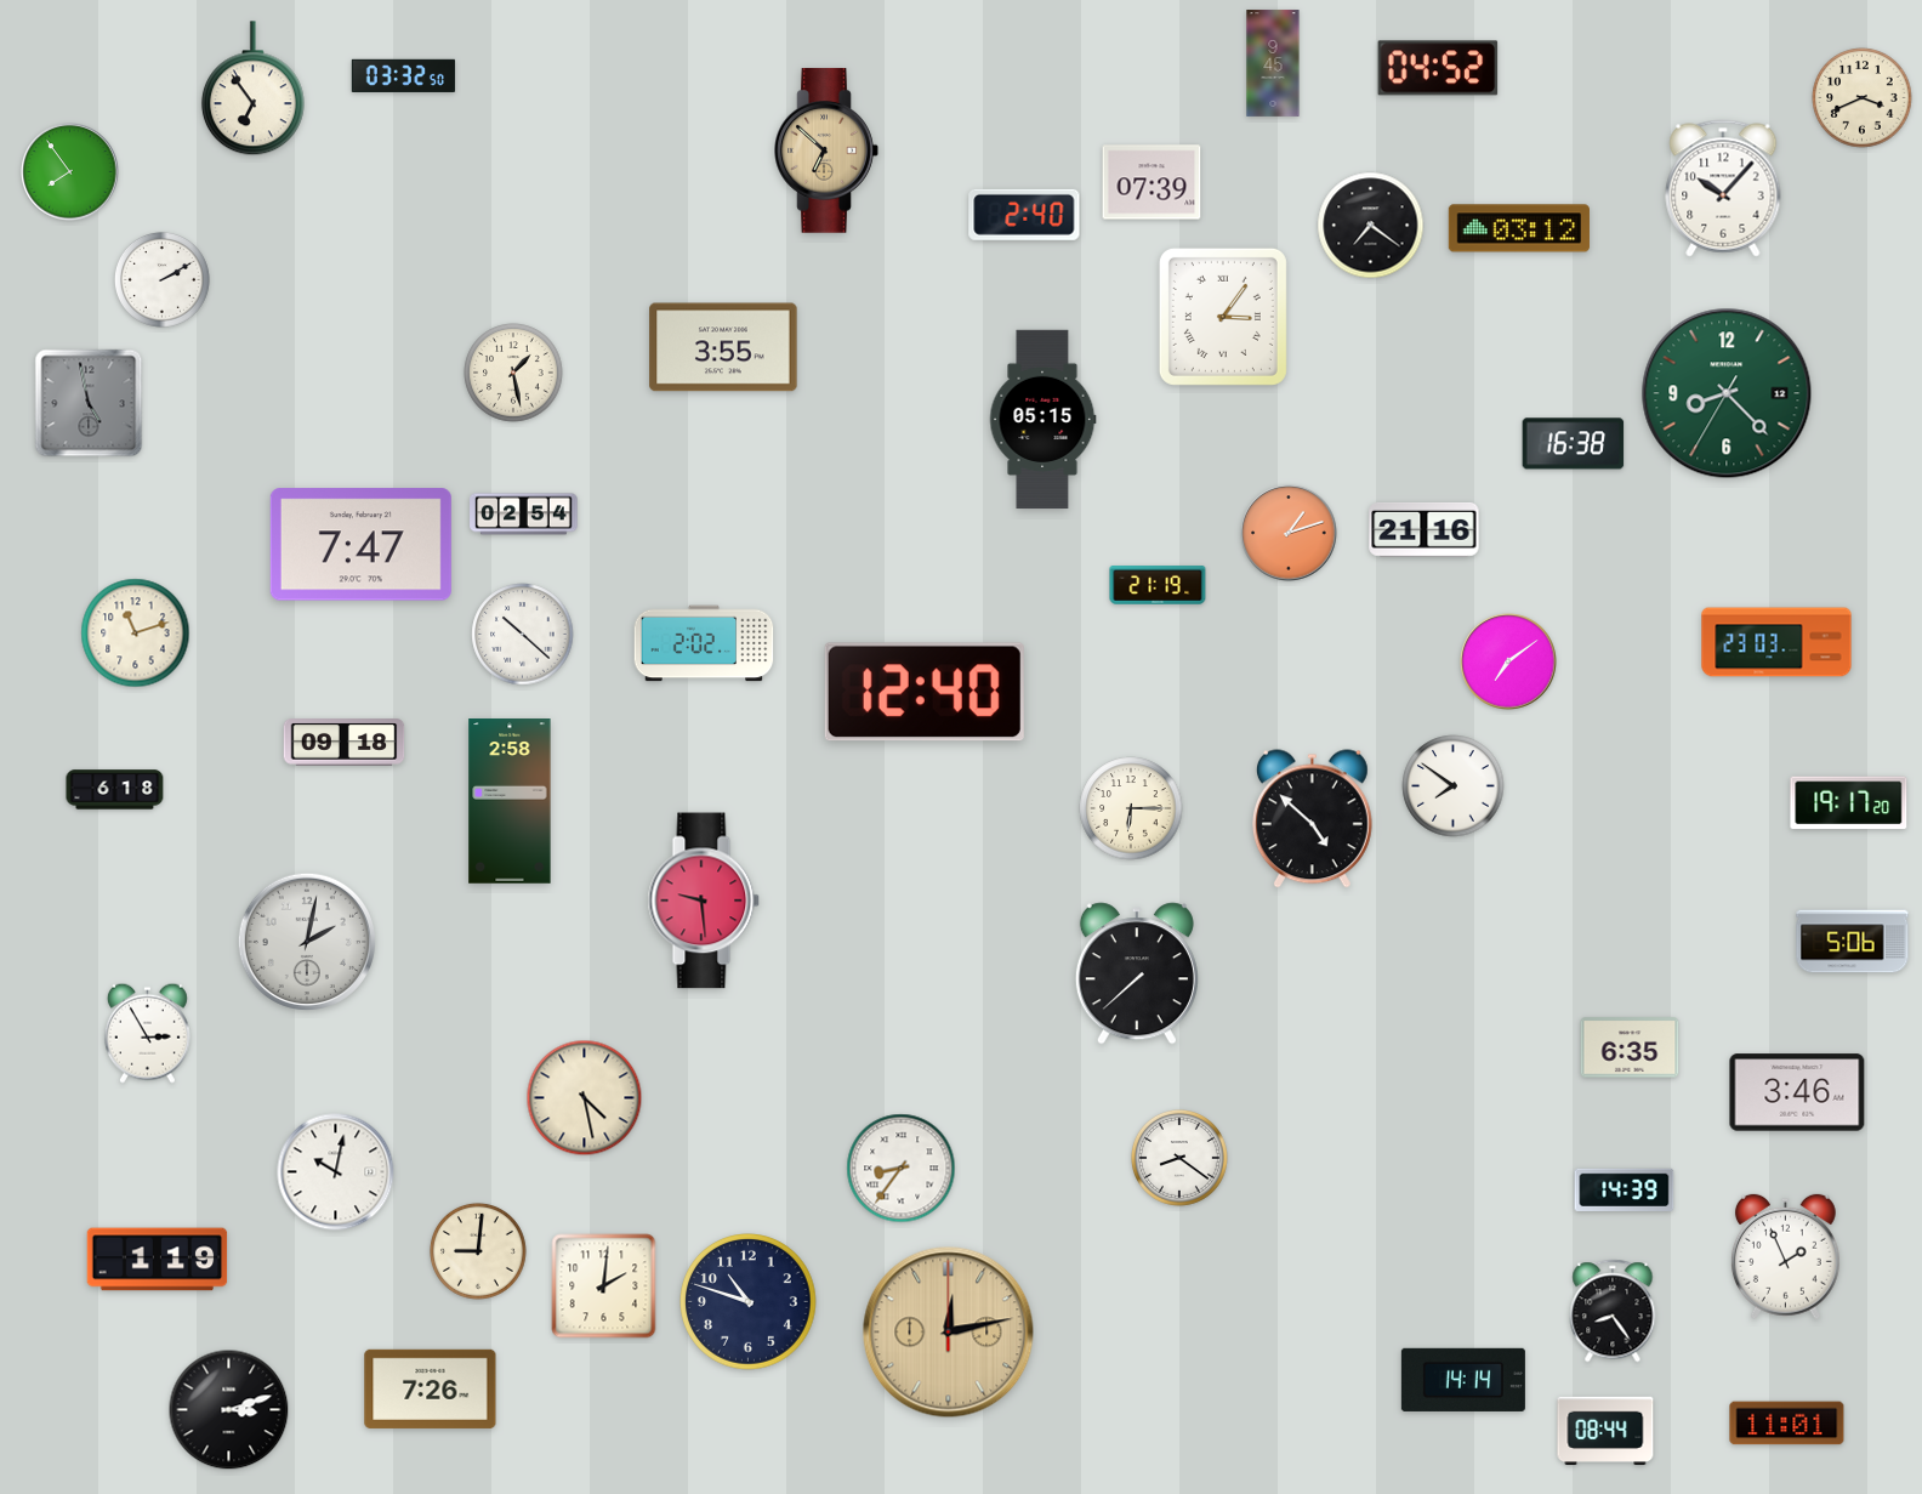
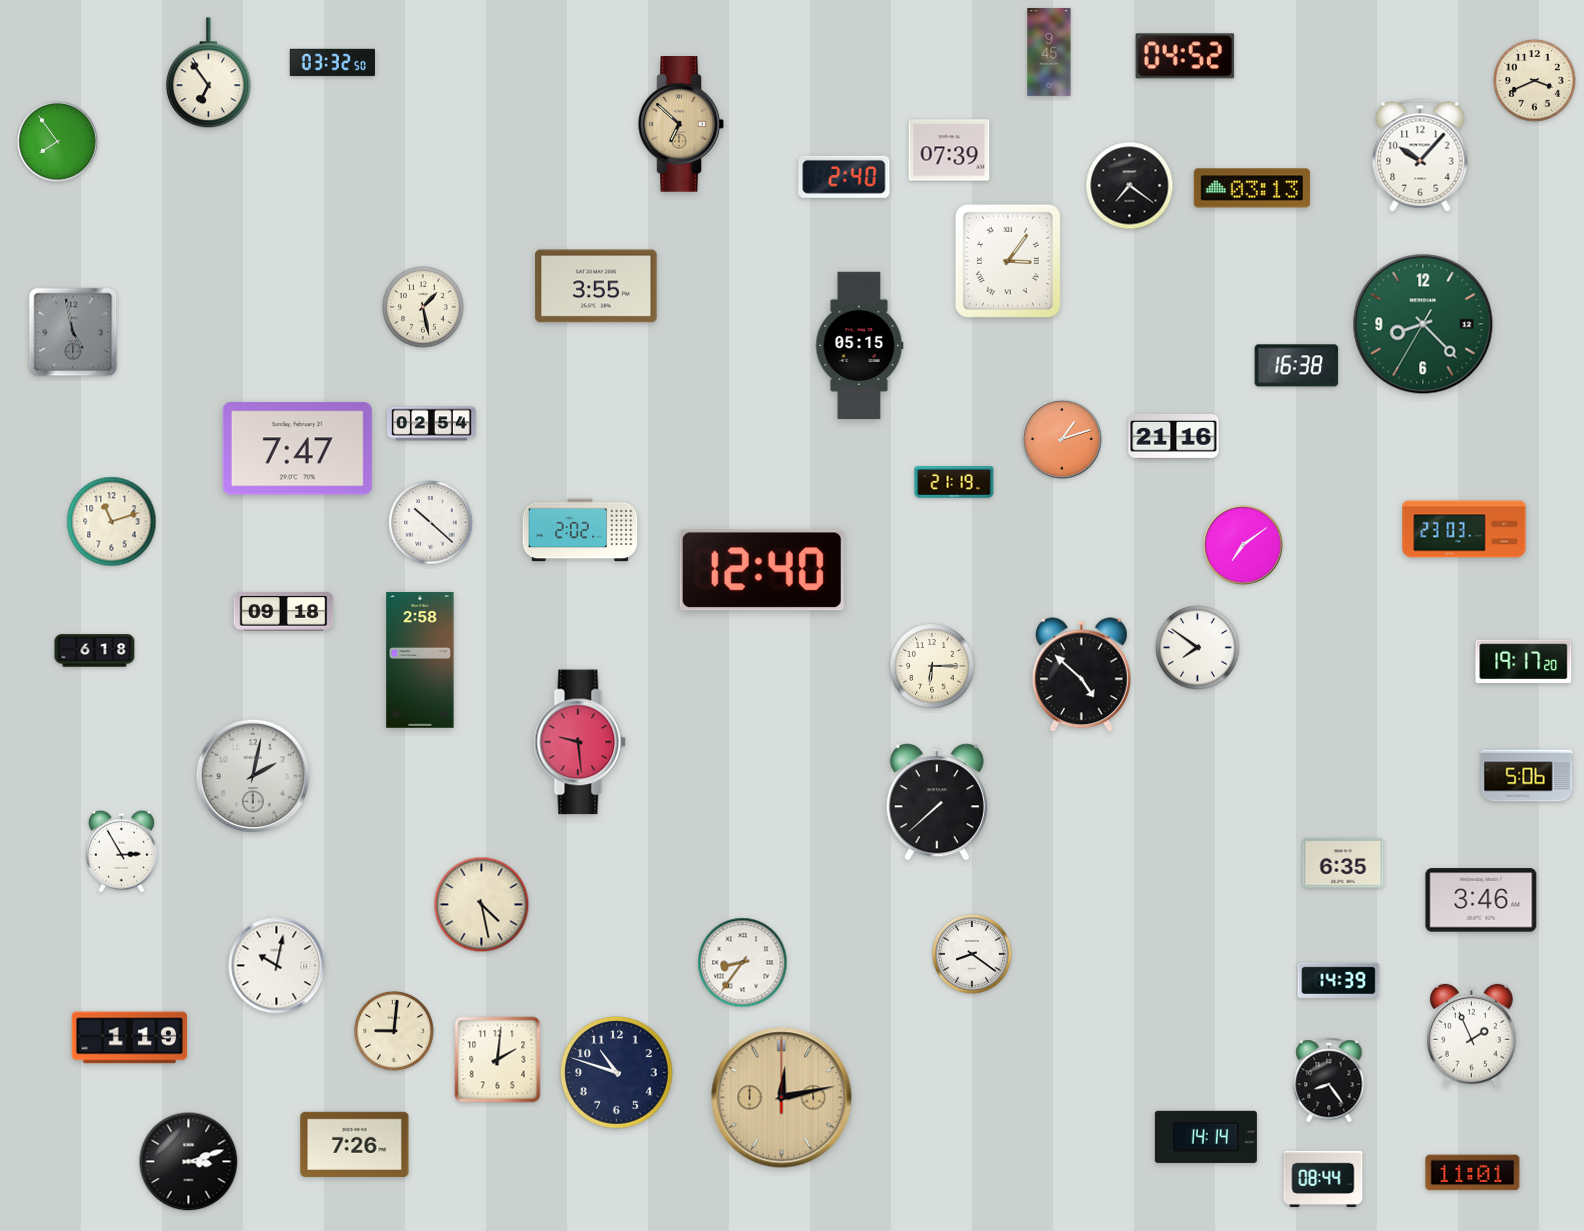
clock at (1519, 228): 03:12 -> 03:13
clock at (161, 279): 2:10 -> none
